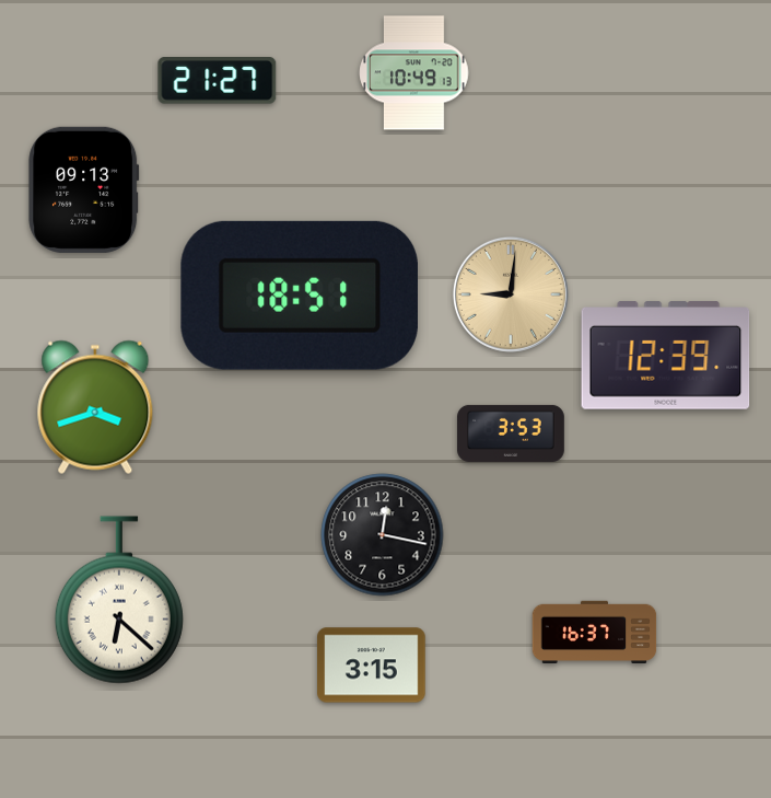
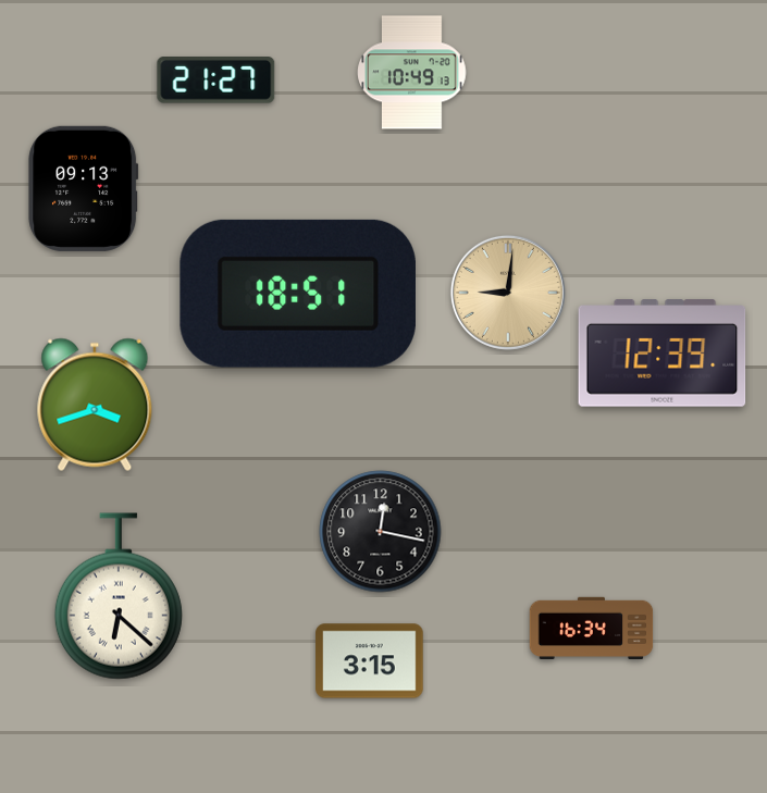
clock at (511, 433): 3:53 -> none
clock at (595, 632): 16:37 -> 16:34
